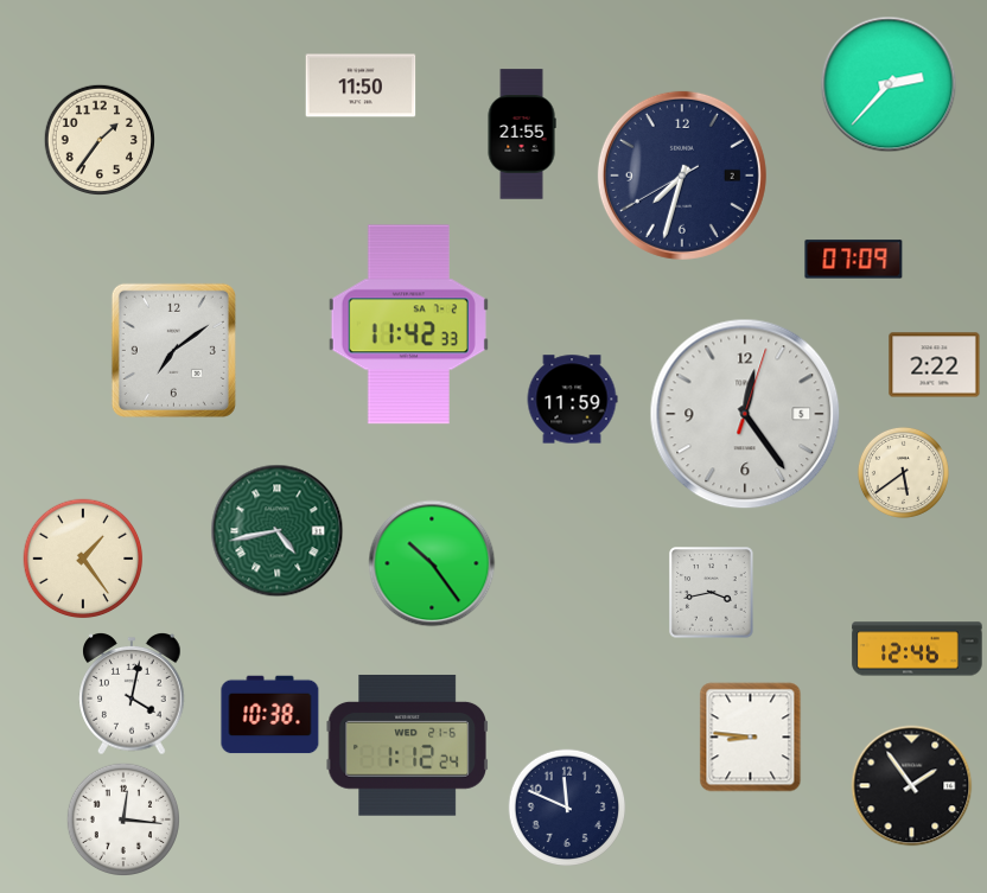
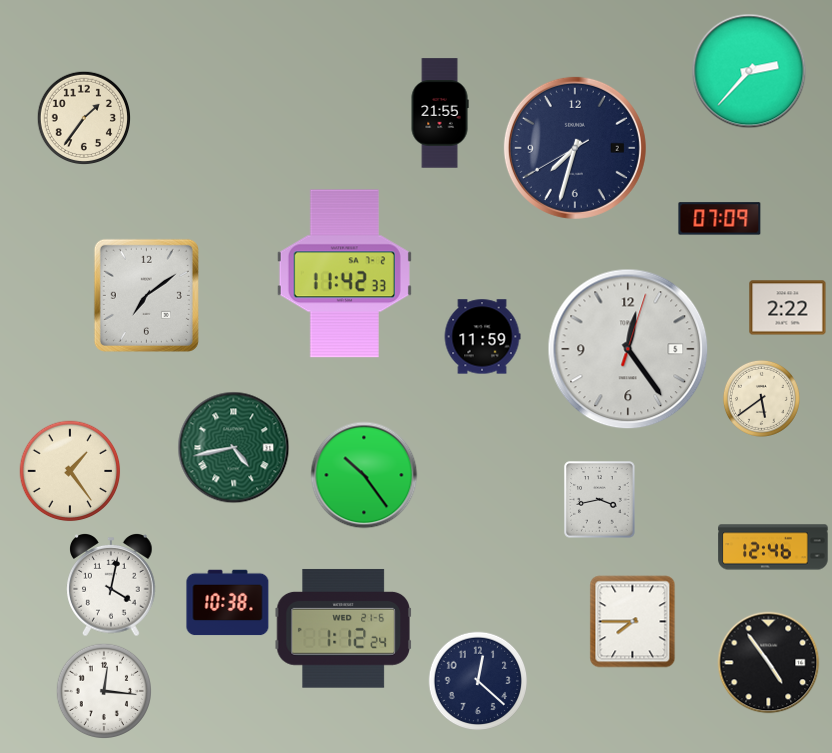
clock at (361, 85): 11:50 -> none
clock at (751, 738): 8:46 -> 7:45
clock at (912, 786): 1:54 -> 4:54
clock at (567, 808): 11:49 -> 12:22
